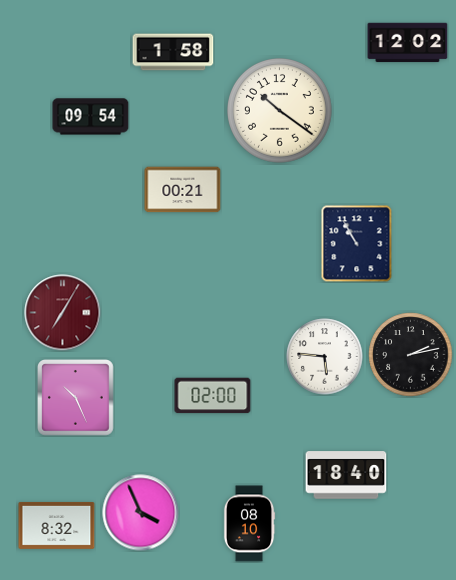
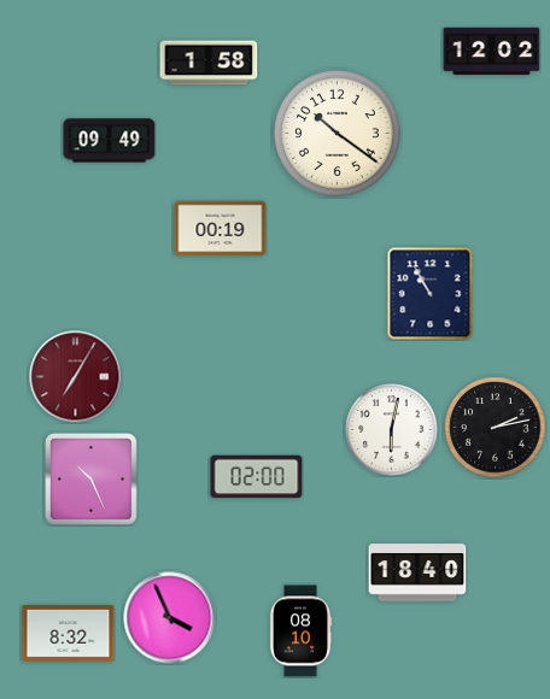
clock at (91, 117): 09:54 -> 09:49
clock at (183, 190): 00:21 -> 00:19
clock at (325, 357): 5:46 -> 6:02
